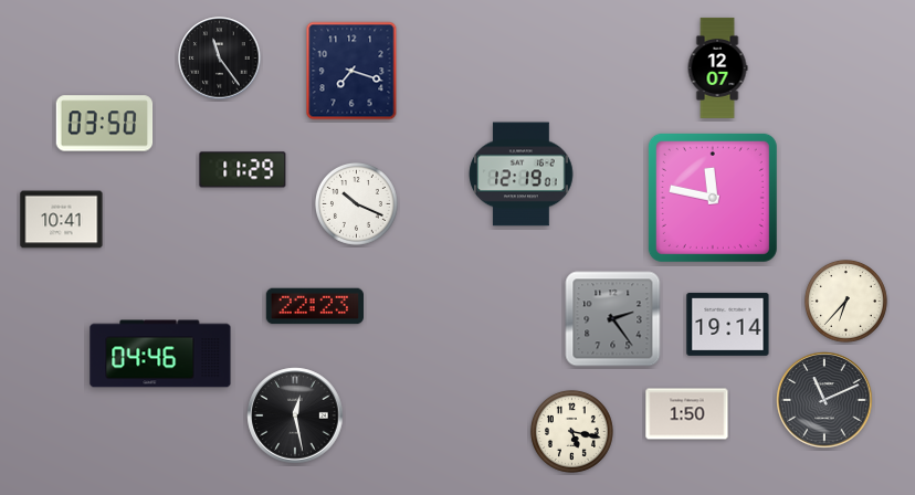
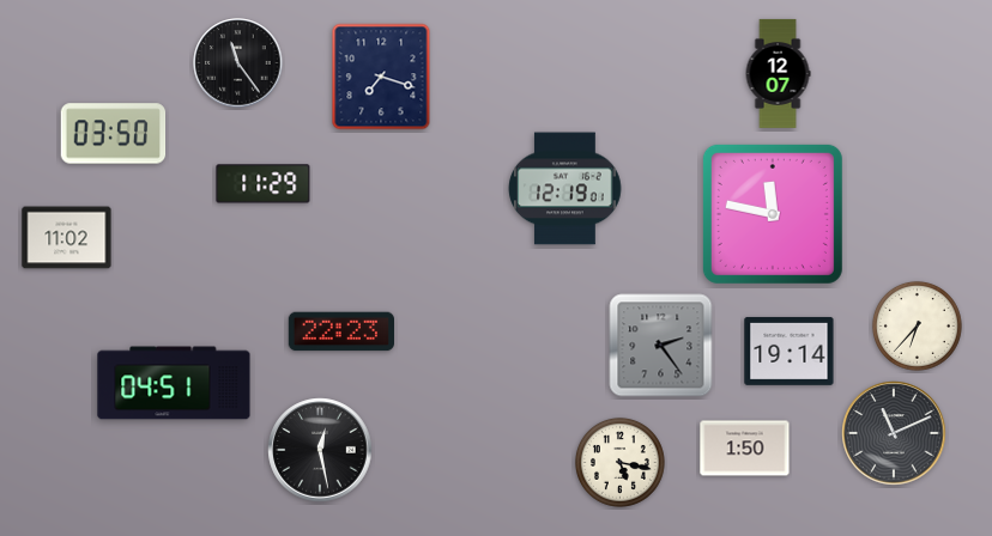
clock at (356, 203): 10:19 -> none
clock at (62, 220): 10:41 -> 11:02
clock at (613, 319) position: (613, 319) -> (661, 346)
clock at (160, 354): 04:46 -> 04:51
clock at (571, 431) position: (571, 431) -> (619, 462)
